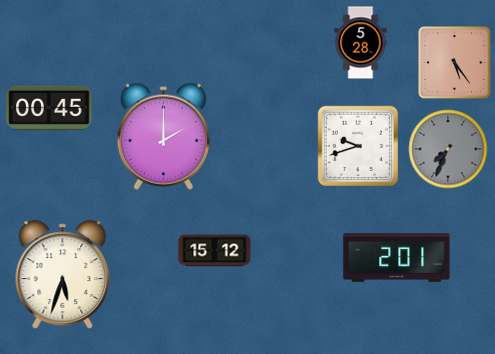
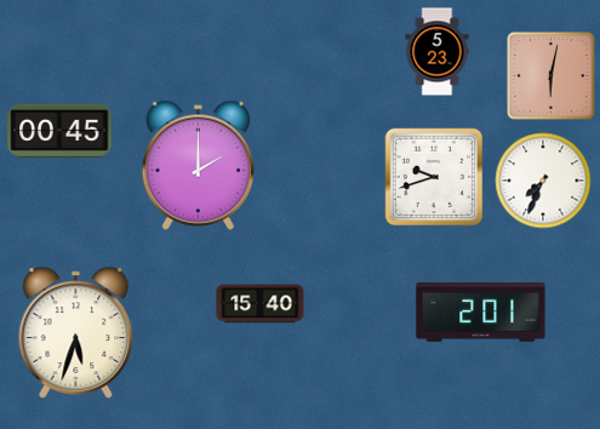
clock at (361, 43): 5:28 -> 5:23
clock at (455, 63): 5:24 -> 6:02
clock at (448, 149) dial: grey -> white
clock at (215, 251): 15:12 -> 15:40
